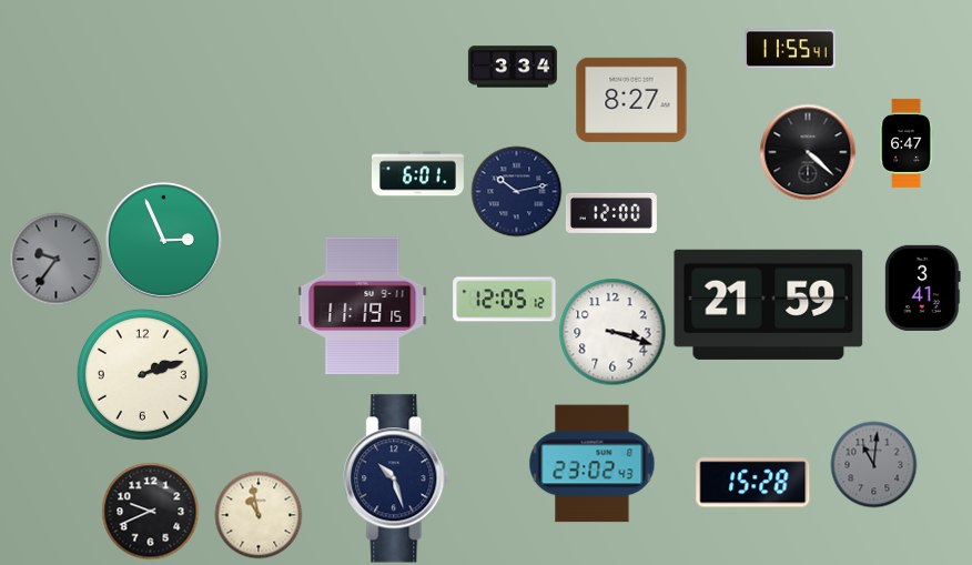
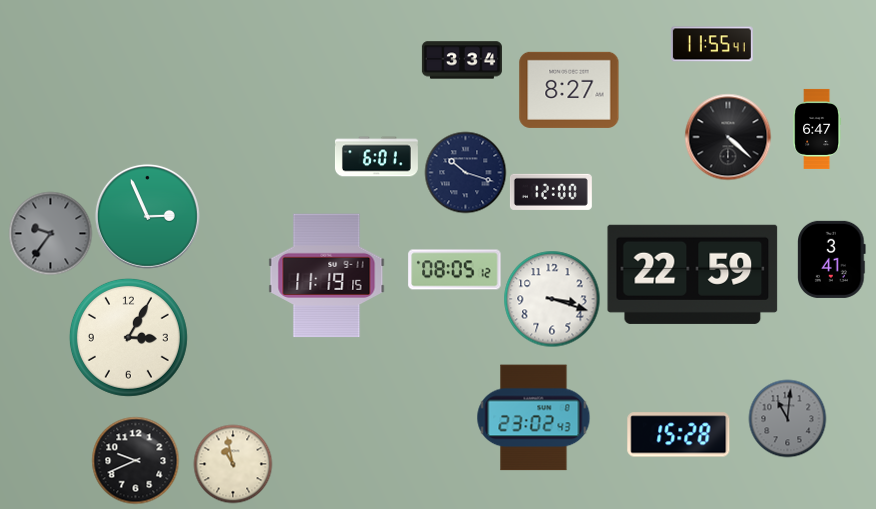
clock at (516, 191): 10:13 -> 10:18
clock at (505, 300): 12:05 -> 08:05
clock at (769, 304): 21:59 -> 22:59
clock at (142, 374): 2:12 -> 3:05
clock at (397, 478): 10:27 -> none
